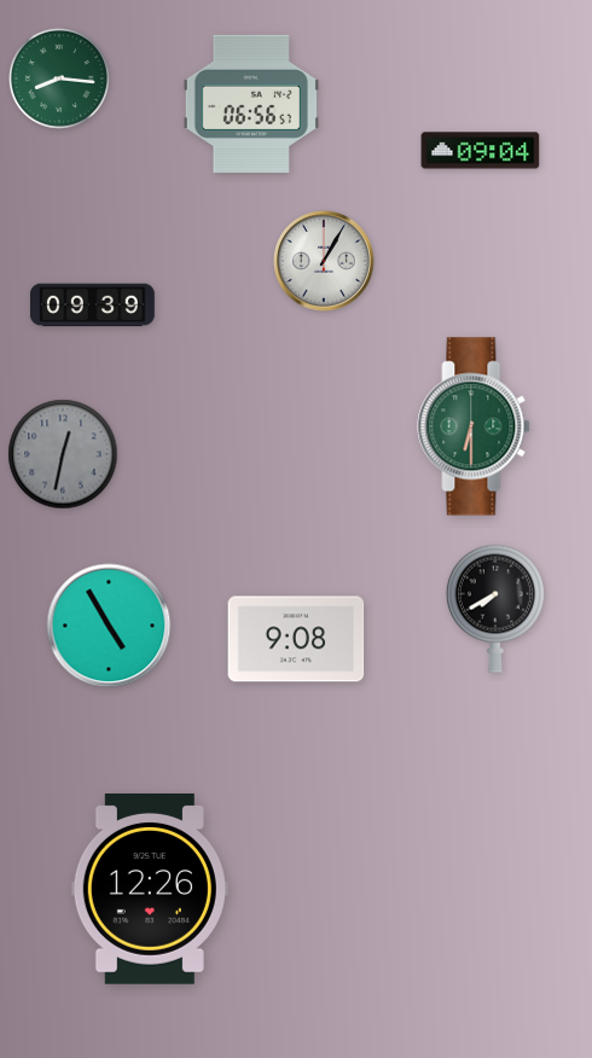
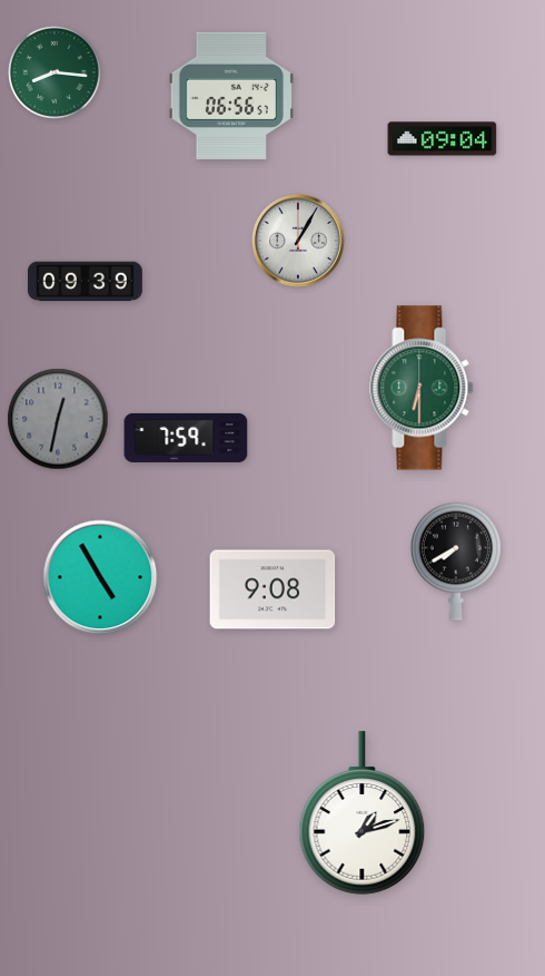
clock at (474, 426) position: (474, 426) -> (422, 388)
clock at (186, 438): none -> 7:59
clock at (363, 813): none -> 1:12
clock at (150, 889): 12:26 -> none
